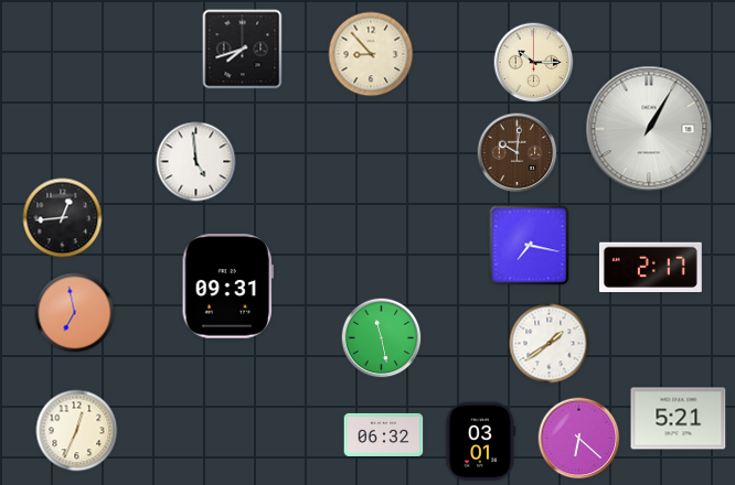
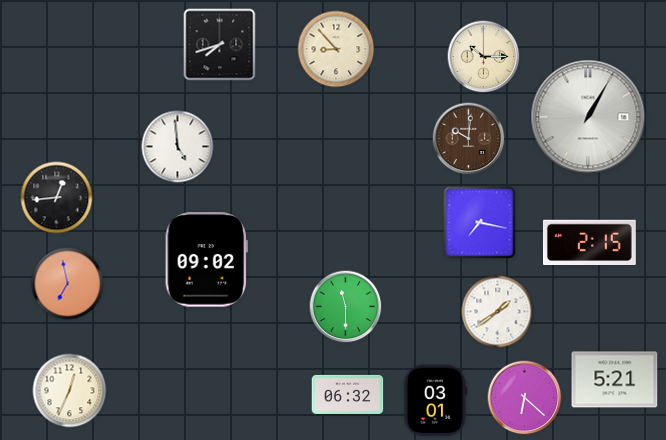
clock at (650, 267): 2:17 -> 2:15
clock at (227, 287): 09:31 -> 09:02
clock at (382, 338): 11:28 -> 11:30
